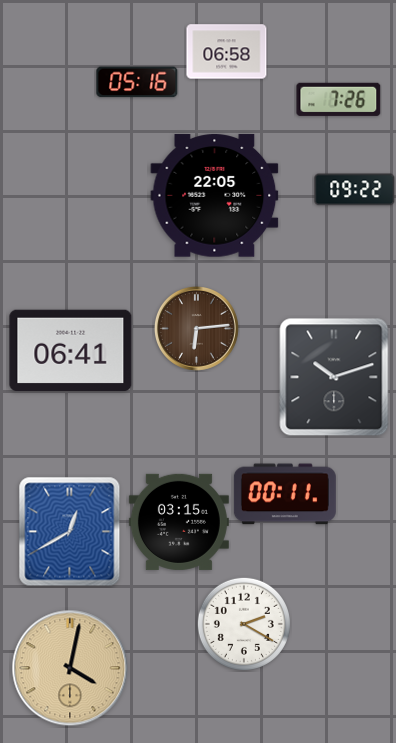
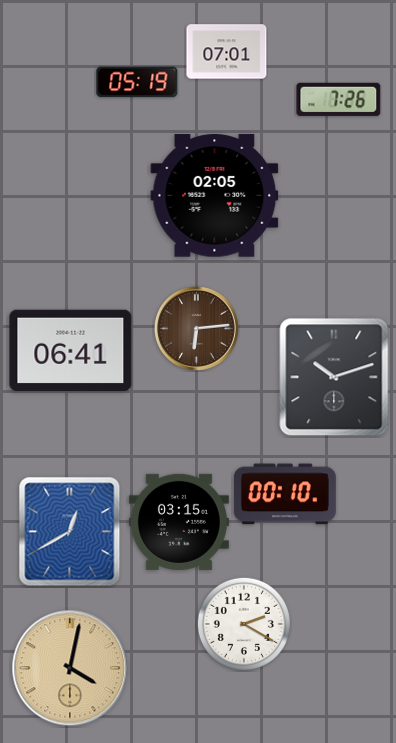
clock at (227, 52): 06:58 -> 07:01
clock at (137, 82): 05:16 -> 05:19
clock at (355, 190): 09:22 -> none
clock at (215, 196): 22:05 -> 02:05
clock at (285, 494): 00:11 -> 00:10
